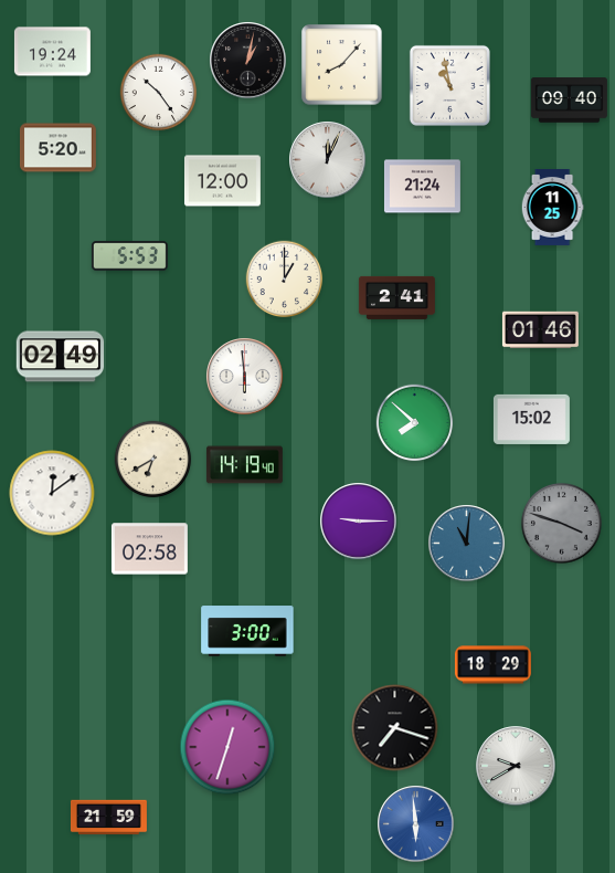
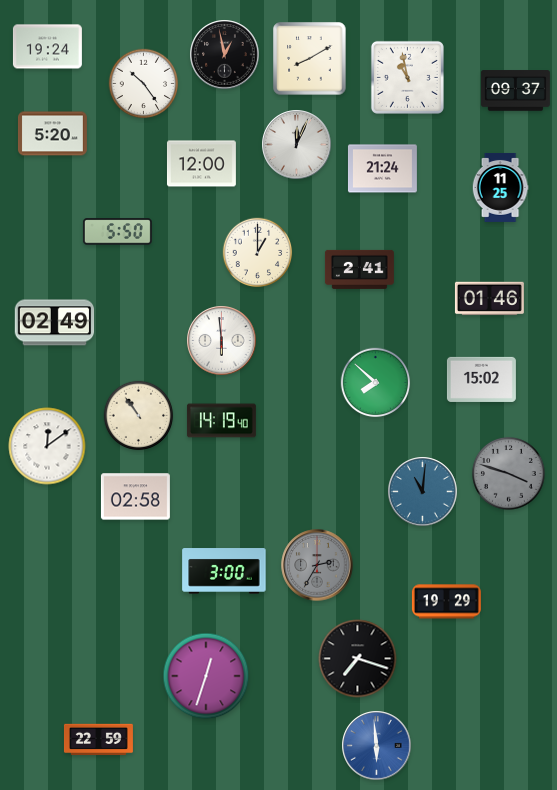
clock at (248, 61): 1:02 -> 12:58
clock at (342, 65): 8:07 -> 8:10
clock at (569, 101): 09:40 -> 09:37
clock at (129, 256): 5:53 -> 5:50
clock at (153, 460): 6:40 -> 10:54
clock at (359, 522): 9:15 -> none
clock at (317, 565): none -> 2:35
clock at (492, 665): 18:29 -> 19:29
clock at (516, 766): 9:40 -> none
clock at (108, 818): 21:59 -> 22:59
